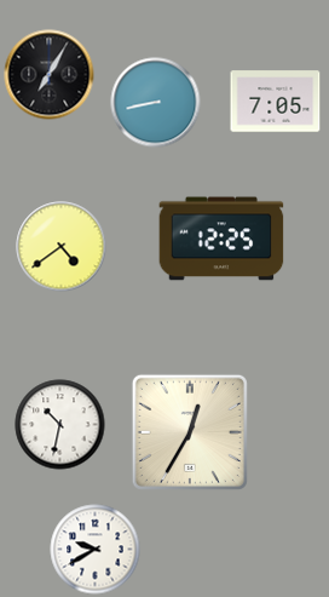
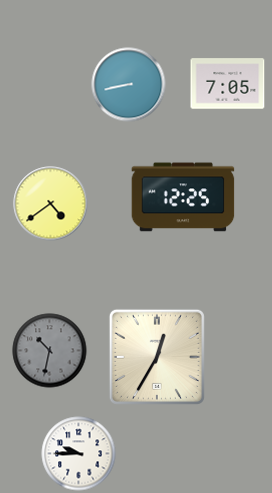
clock at (50, 75): 7:05 -> none
clock at (60, 425) dial: white -> grey
clock at (96, 550): 9:40 -> 9:45
